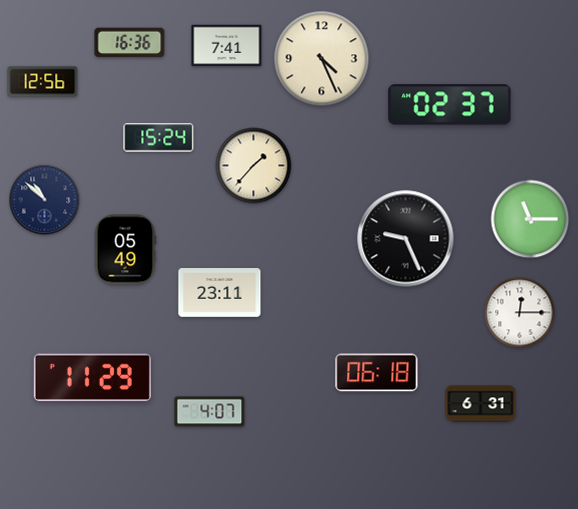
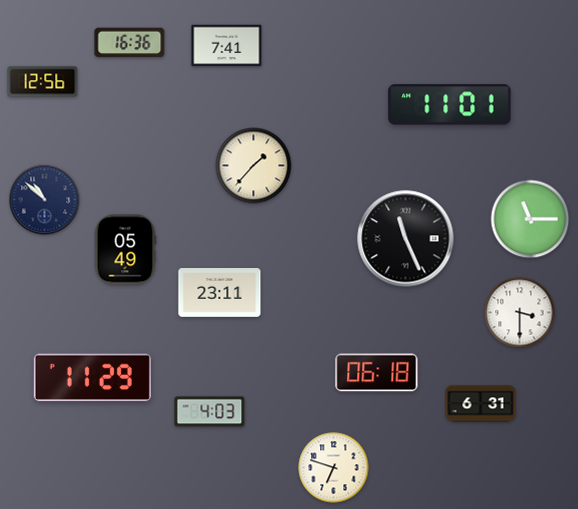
clock at (322, 59): 4:26 -> none
clock at (450, 105): 02:37 -> 11:01
clock at (159, 138): 15:24 -> none
clock at (406, 239): 9:26 -> 11:26
clock at (520, 313): 12:15 -> 3:30
clock at (210, 412): 4:07 -> 4:03
clock at (334, 468): none -> 6:48
